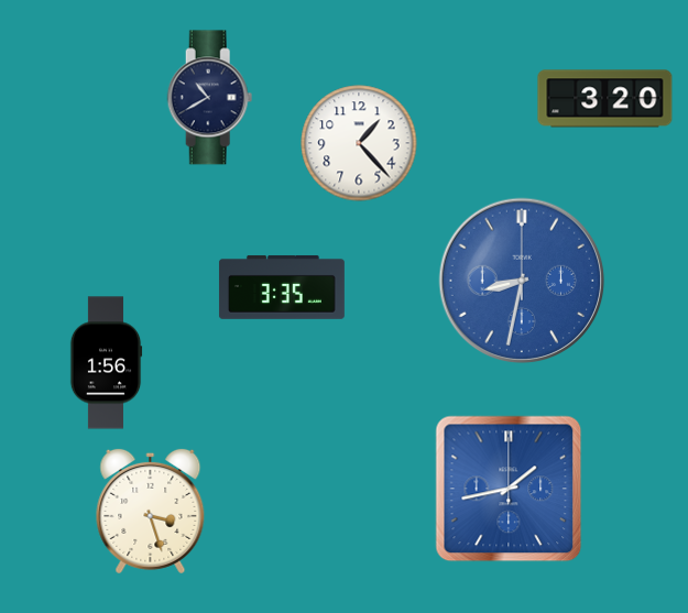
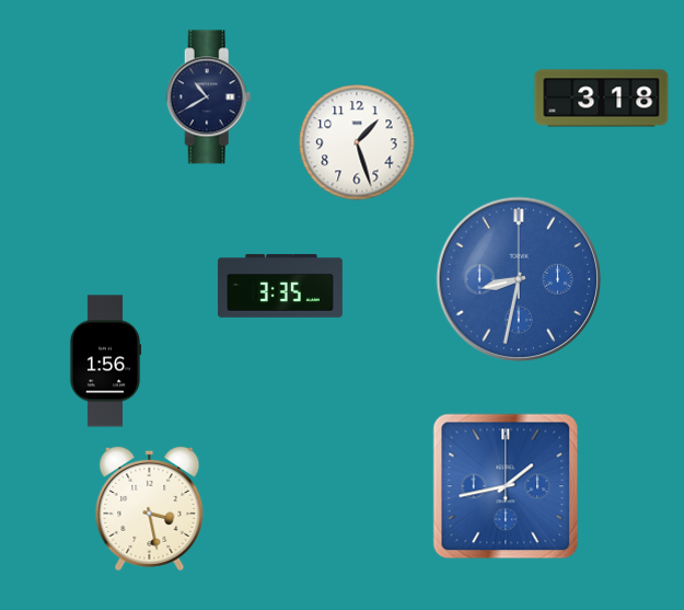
clock at (605, 99): 3:20 -> 3:18
clock at (359, 143): 1:23 -> 1:27
clock at (151, 511): 3:27 -> 3:28
